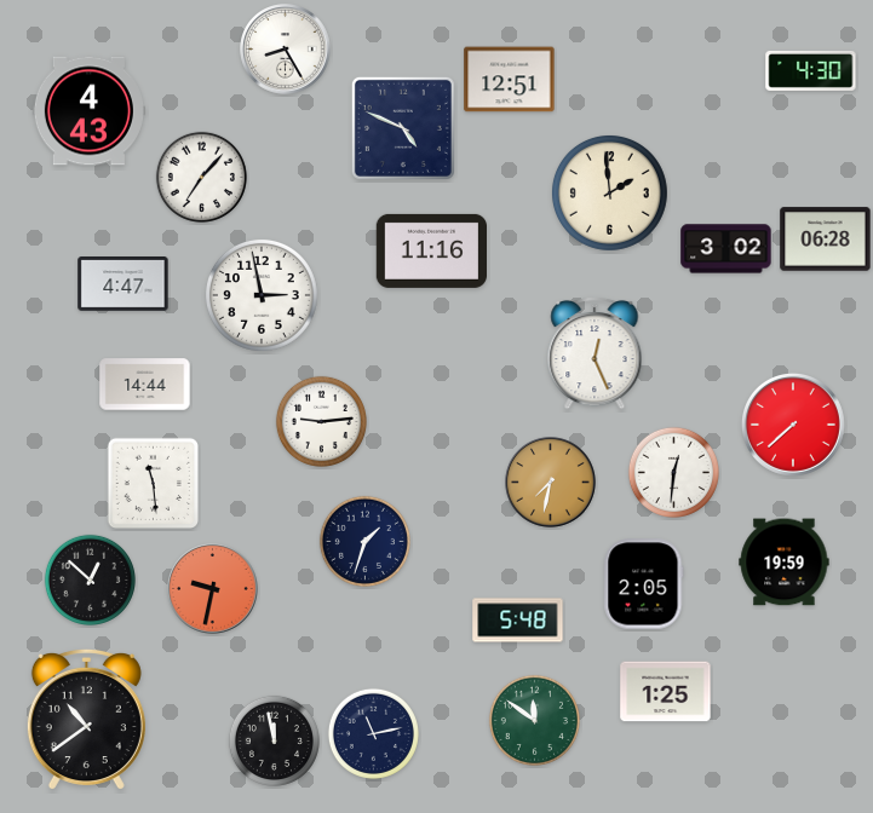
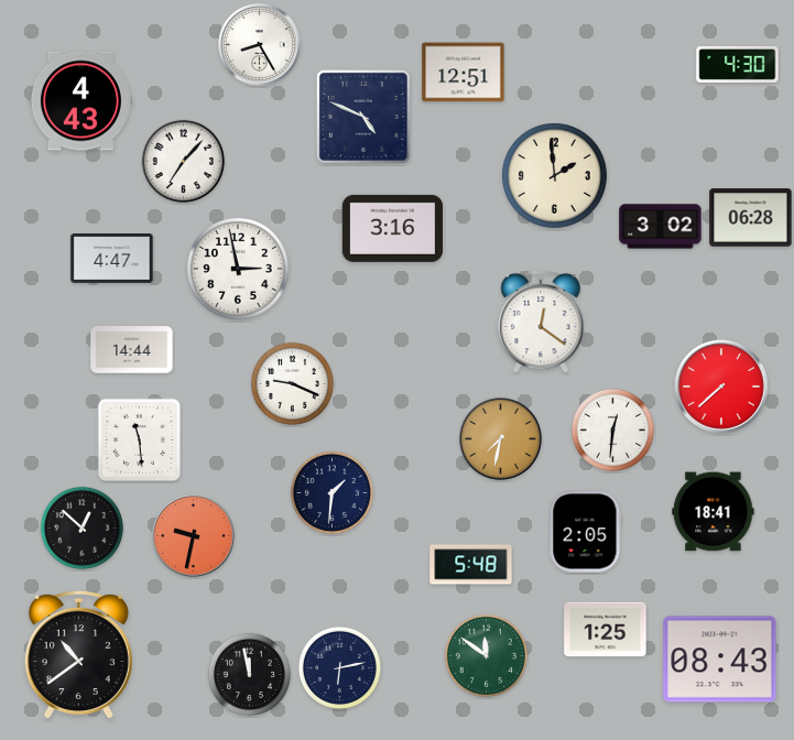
clock at (403, 128) position: (403, 128) -> (363, 117)
clock at (431, 250): 11:16 -> 3:16
clock at (595, 353): 12:26 -> 12:21
clock at (321, 421): 9:14 -> 9:19
clock at (364, 541): 1:33 -> 1:31
clock at (785, 563): 19:59 -> 18:41
clock at (720, 660): none -> 08:43
clock at (373, 733): 11:13 -> 6:13
